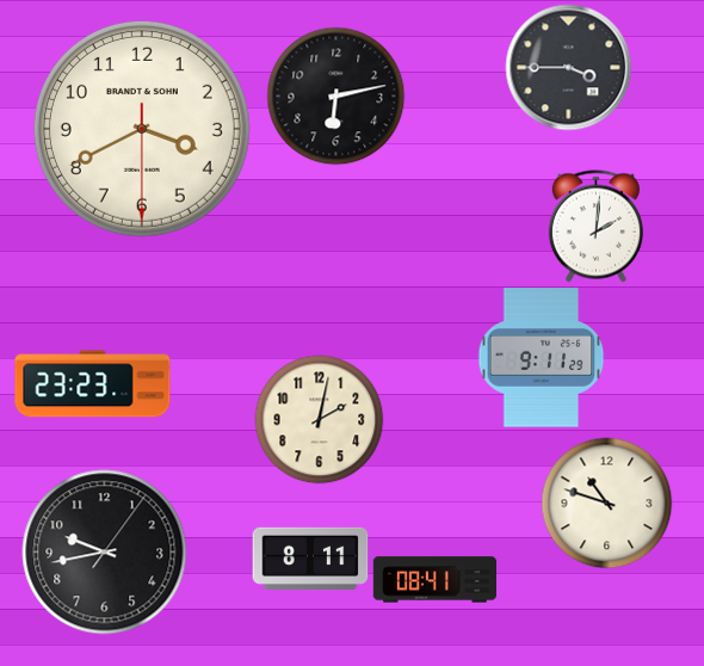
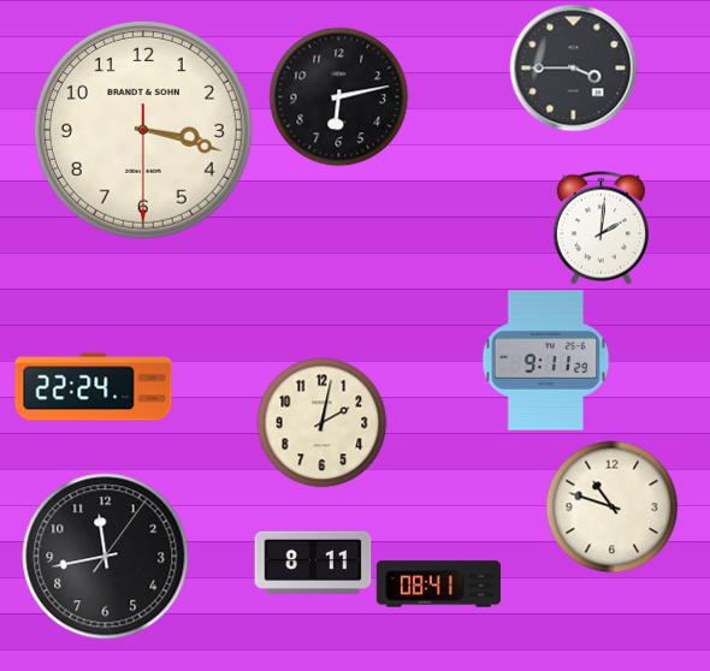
clock at (142, 129): 3:40 -> 3:17
clock at (93, 384): 23:23 -> 22:24
clock at (105, 553): 9:43 -> 11:43
